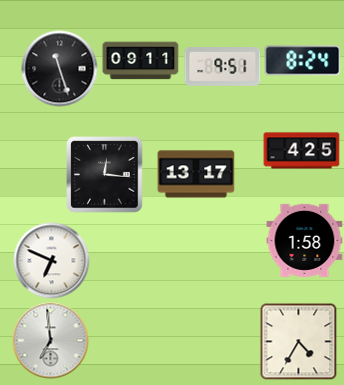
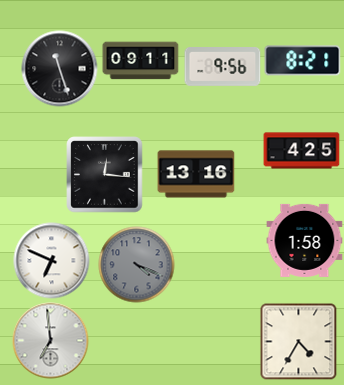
clock at (303, 61): 8:24 -> 8:21
clock at (223, 67): 9:51 -> 9:56
clock at (196, 174): 13:17 -> 13:16
clock at (137, 265): none -> 4:19
